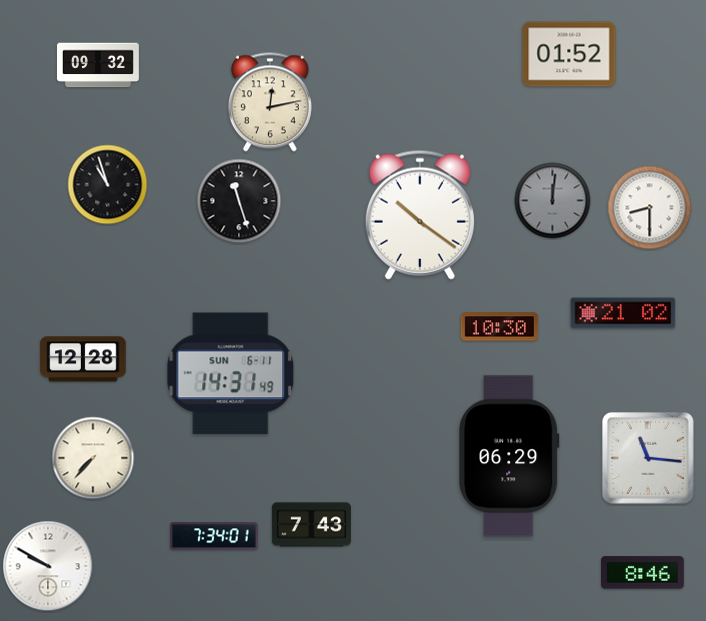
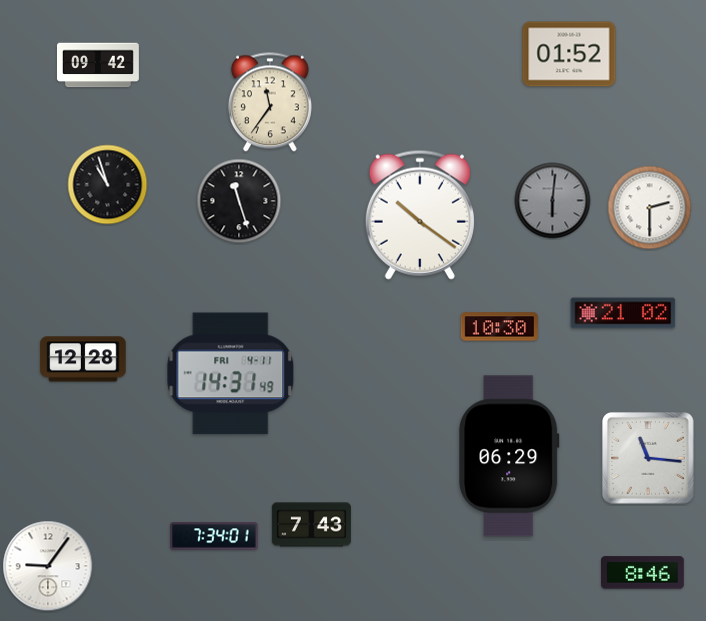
clock at (98, 65): 09:32 -> 09:42
clock at (270, 102): 12:13 -> 11:36
clock at (553, 201): 12:01 -> 6:01
clock at (650, 208): 8:30 -> 2:30
clock at (231, 374) date: SUN 6-11 -> FRI 4-11
clock at (93, 458): 7:37 -> none
clock at (48, 566): 9:50 -> 9:06
